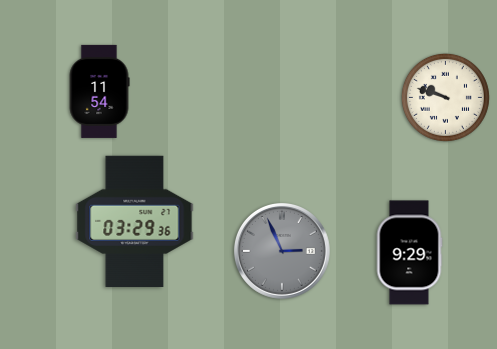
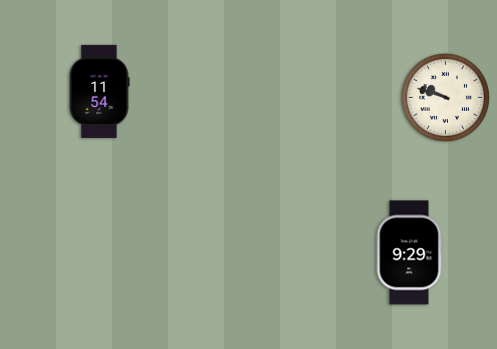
clock at (135, 222): 03:29 -> none
clock at (282, 251): 2:56 -> none
